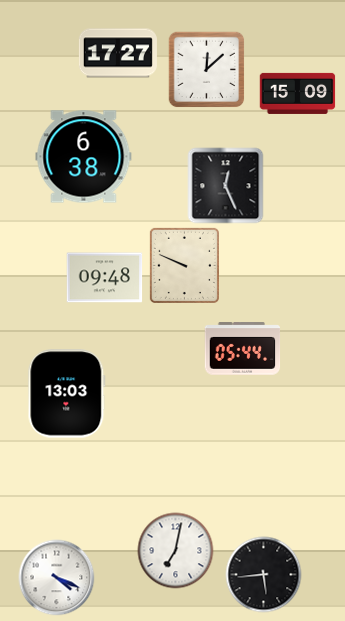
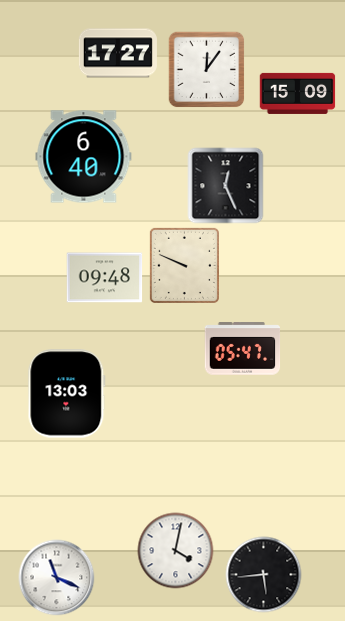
clock at (206, 69): 12:08 -> 12:06
clock at (84, 157): 6:38 -> 6:40
clock at (243, 349): 05:44 -> 05:47
clock at (176, 551): 7:02 -> 4:02
clock at (57, 578): 4:19 -> 11:19
